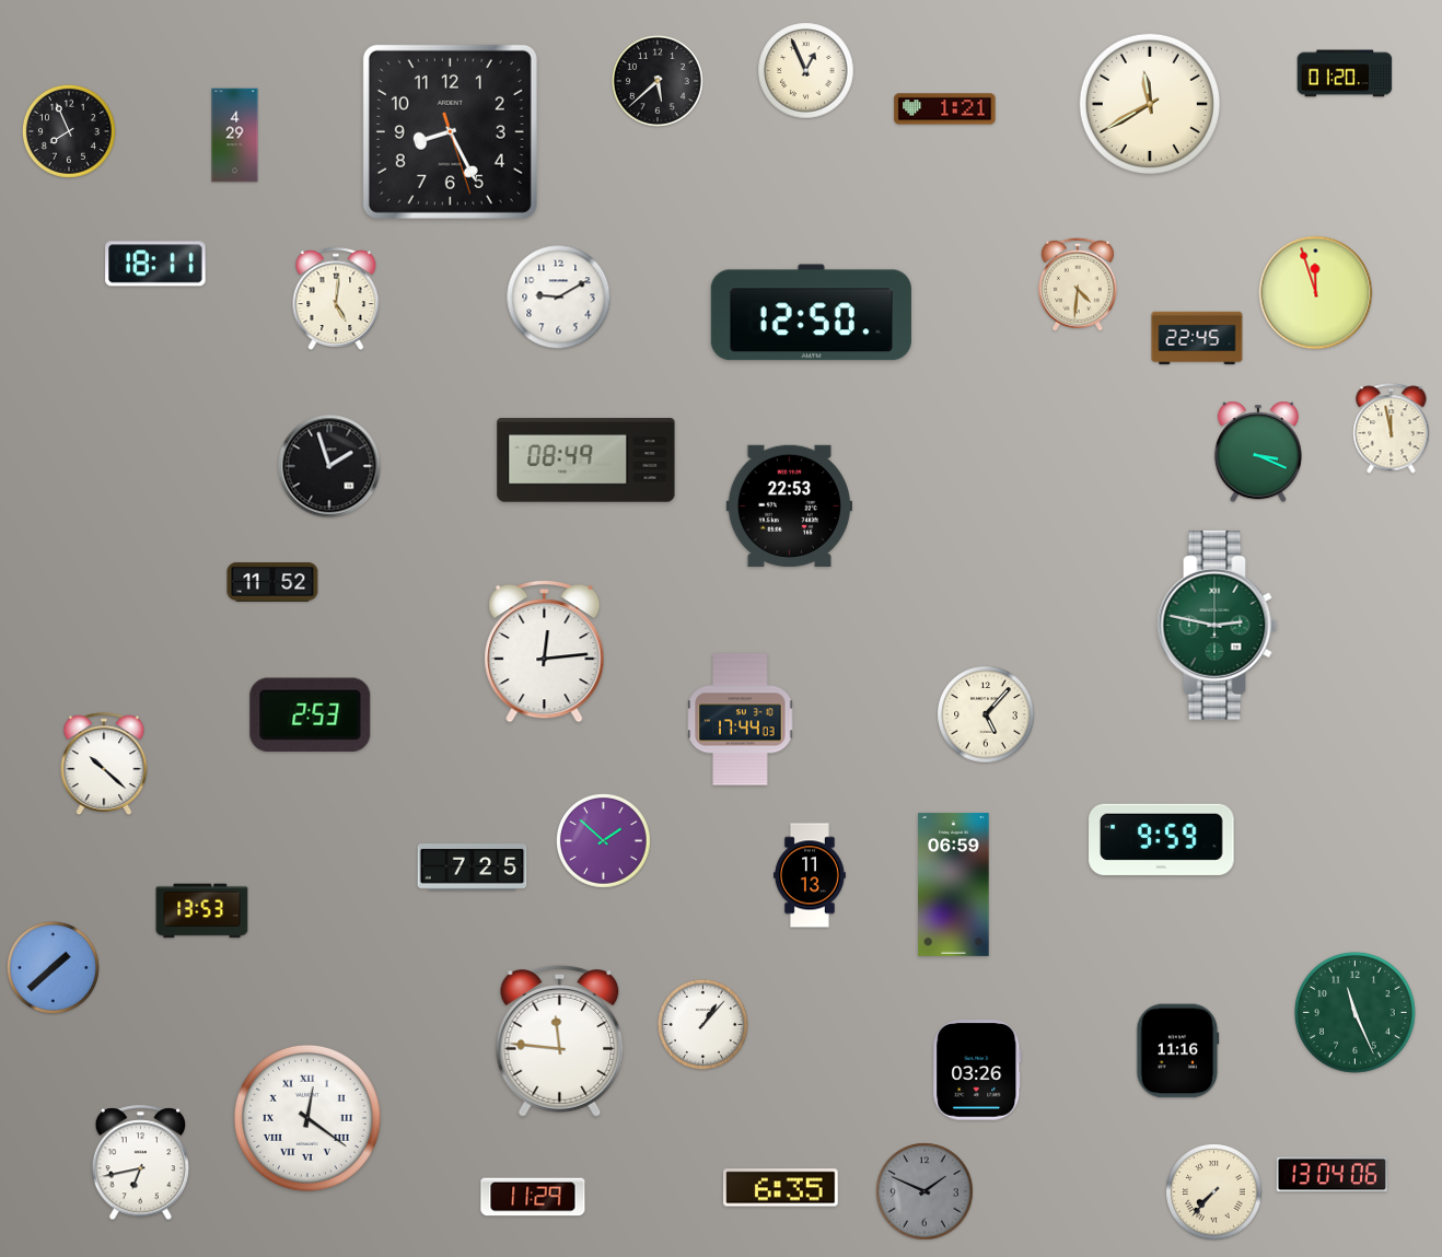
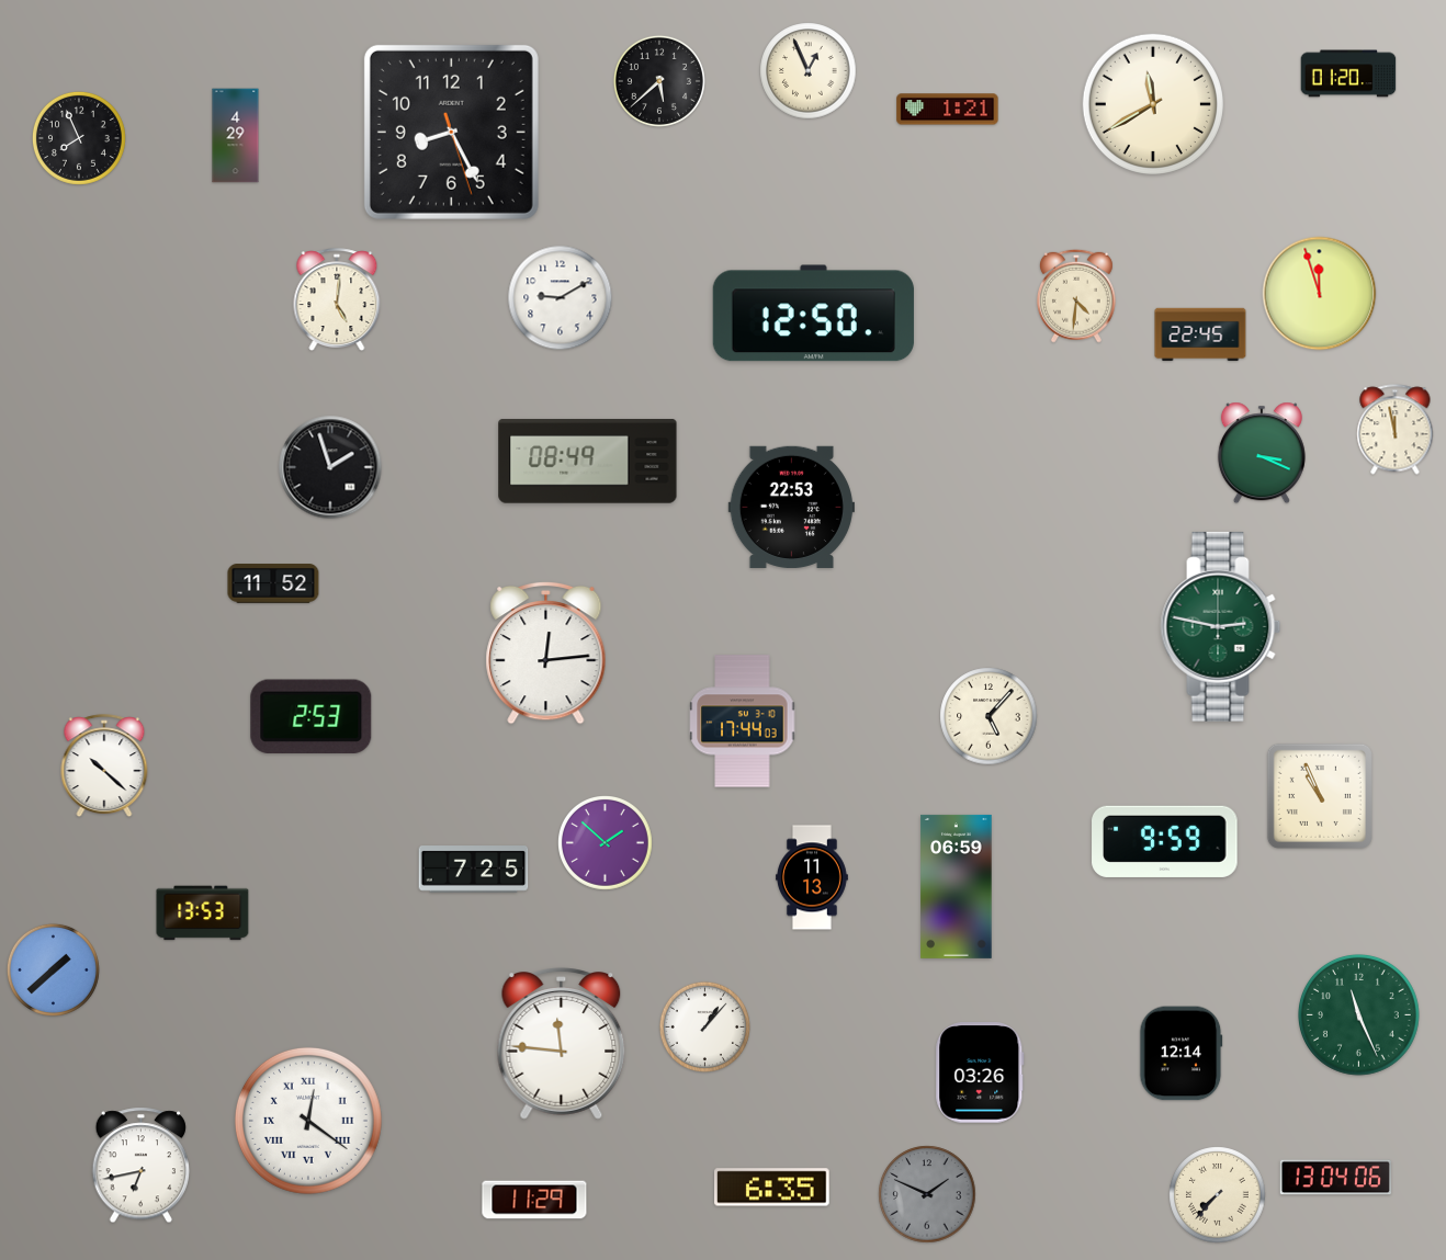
clock at (69, 131) position: (69, 131) -> (79, 138)
clock at (155, 264): 18:11 -> none
clock at (1078, 284) position: (1078, 284) -> (1076, 296)
clock at (1197, 338) position: (1197, 338) -> (1200, 334)
clock at (1320, 796): none -> 10:56
clock at (1178, 1051): 11:16 -> 12:14
clock at (781, 1188) position: (781, 1188) -> (772, 1188)
